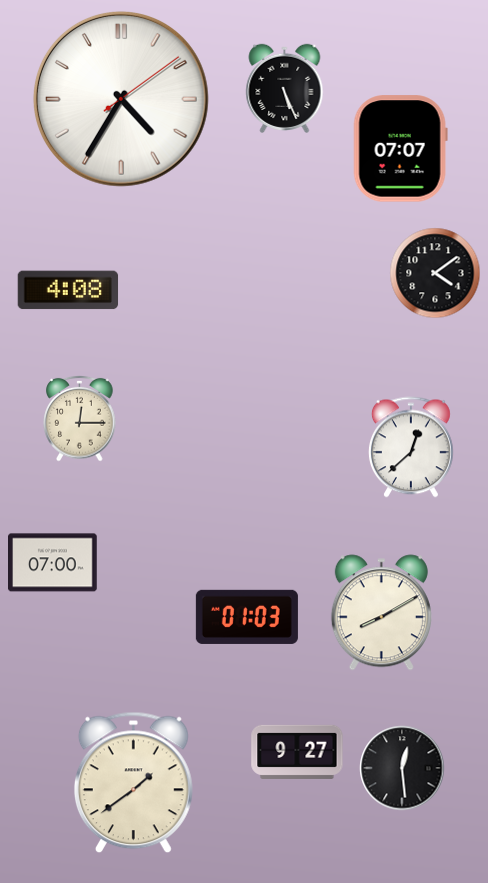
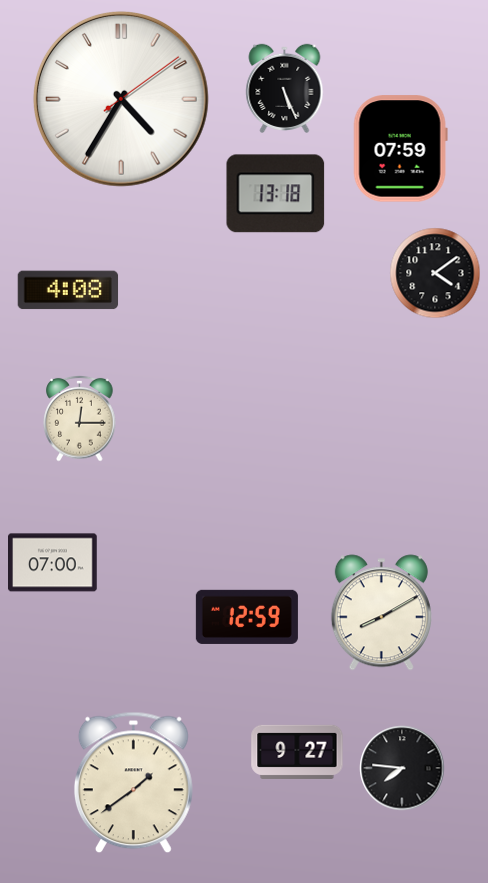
clock at (400, 149): 07:07 -> 07:59
clock at (276, 194): none -> 13:18
clock at (411, 447): 12:38 -> none
clock at (247, 617): 01:03 -> 12:59
clock at (402, 768): 12:29 -> 7:46
